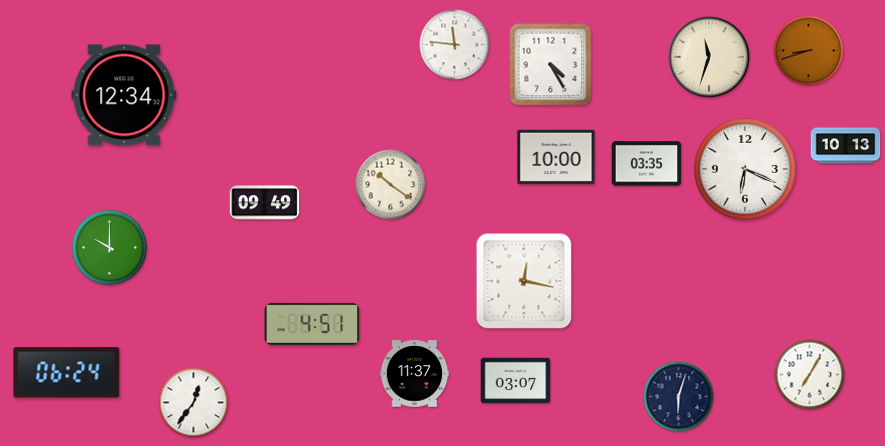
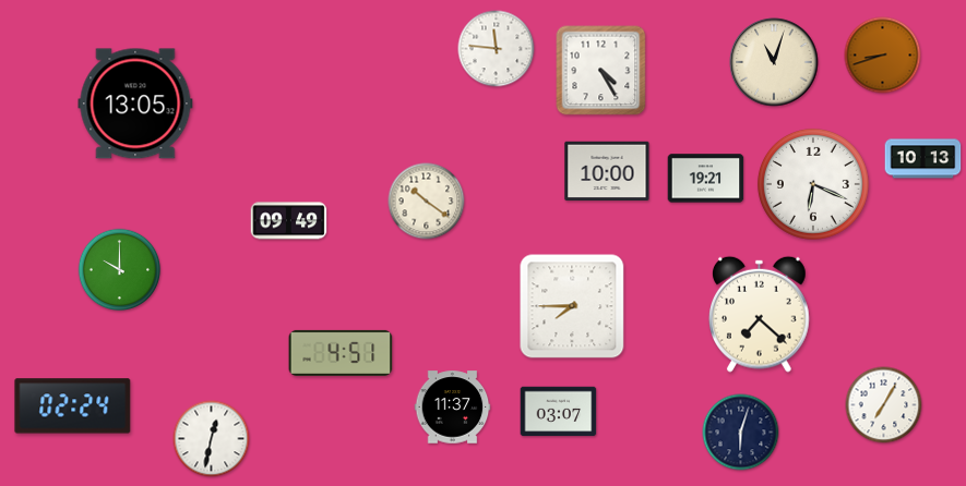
clock at (709, 57): 11:33 -> 11:03
clock at (124, 95): 12:34 -> 13:05
clock at (647, 164): 03:35 -> 19:21
clock at (524, 281): 12:17 -> 7:45
clock at (760, 314): none -> 7:22
clock at (67, 373): 06:24 -> 02:24
clock at (810, 375) position: (810, 375) -> (884, 405)
clock at (516, 381) position: (516, 381) -> (559, 412)
clock at (194, 403): 12:36 -> 12:32
